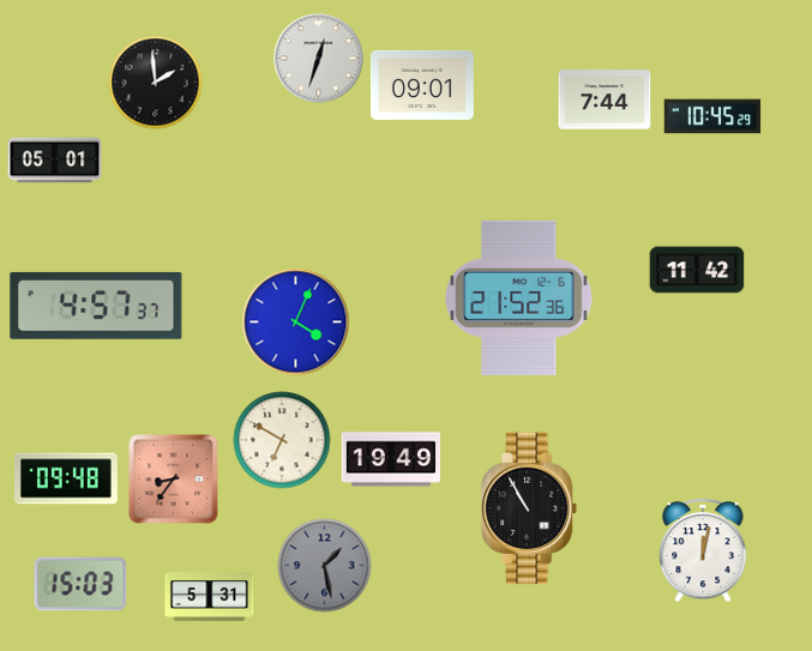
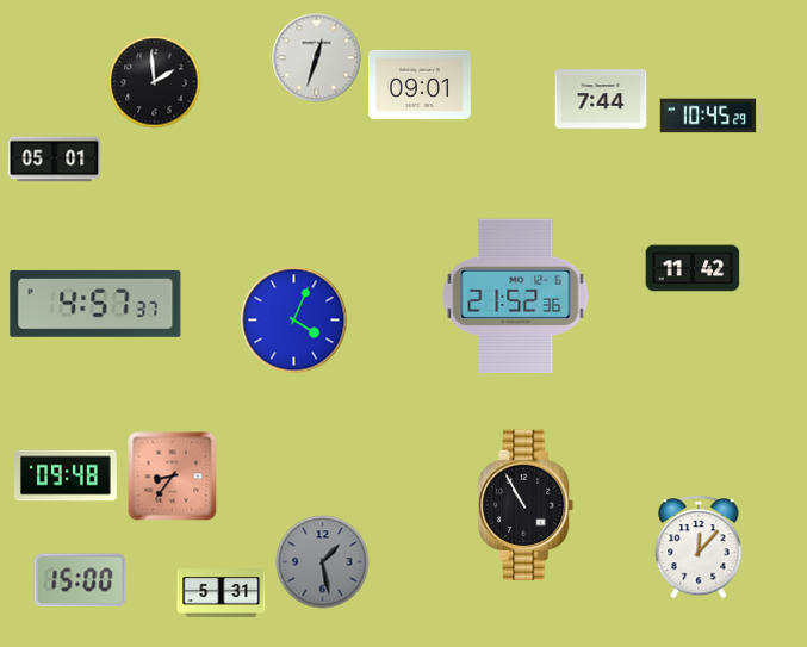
clock at (282, 440): 6:50 -> none
clock at (390, 459): 19:49 -> none
clock at (703, 550): 12:02 -> 12:07
clock at (80, 584): 15:03 -> 15:00
clock at (210, 597) position: (210, 597) -> (222, 593)
